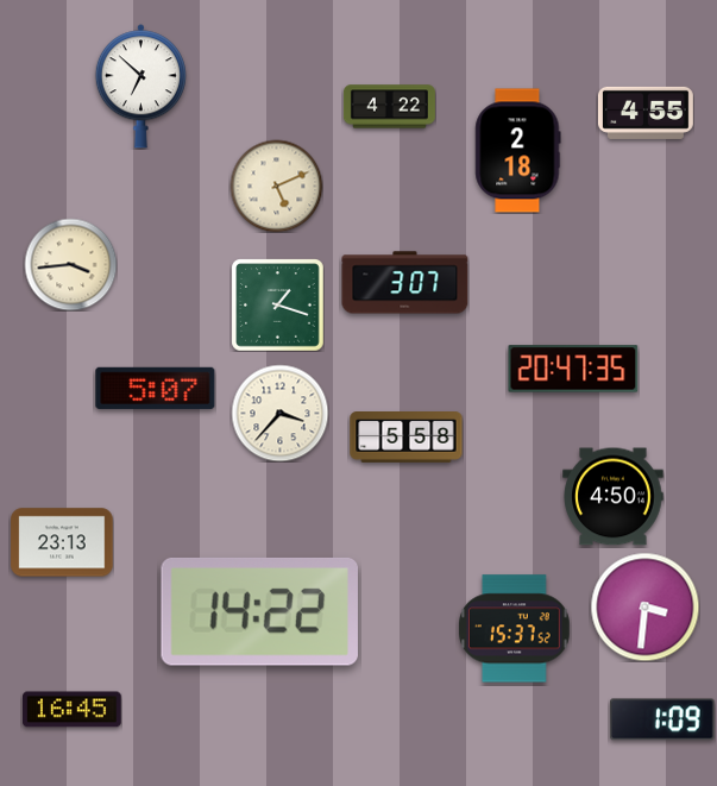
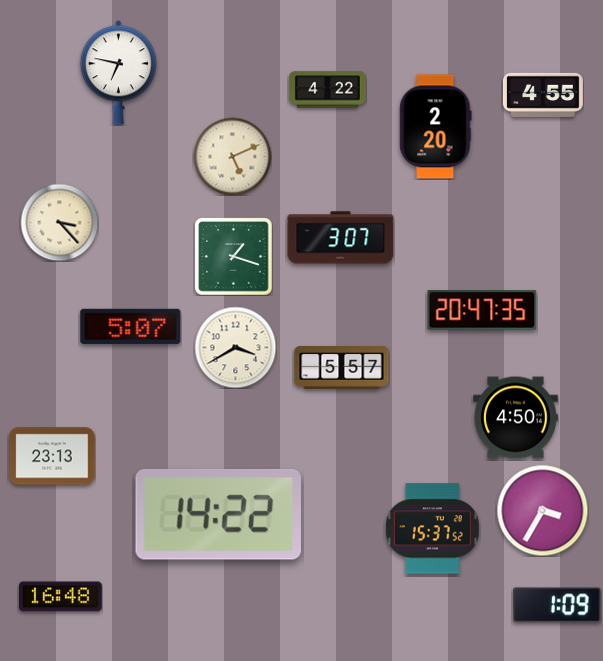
clock at (140, 87): 6:52 -> 6:47
clock at (518, 151): 2:18 -> 2:20
clock at (70, 264): 3:44 -> 3:23
clock at (279, 413): 3:37 -> 3:40
clock at (407, 438): 5:58 -> 5:57
clock at (644, 606): 3:31 -> 3:35
clock at (73, 710): 16:45 -> 16:48
